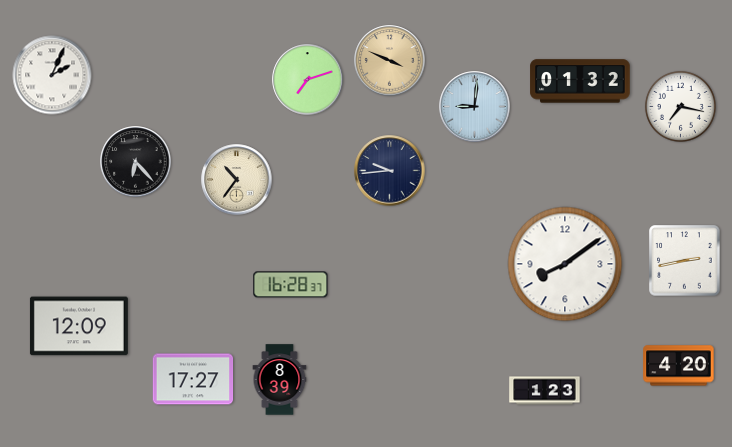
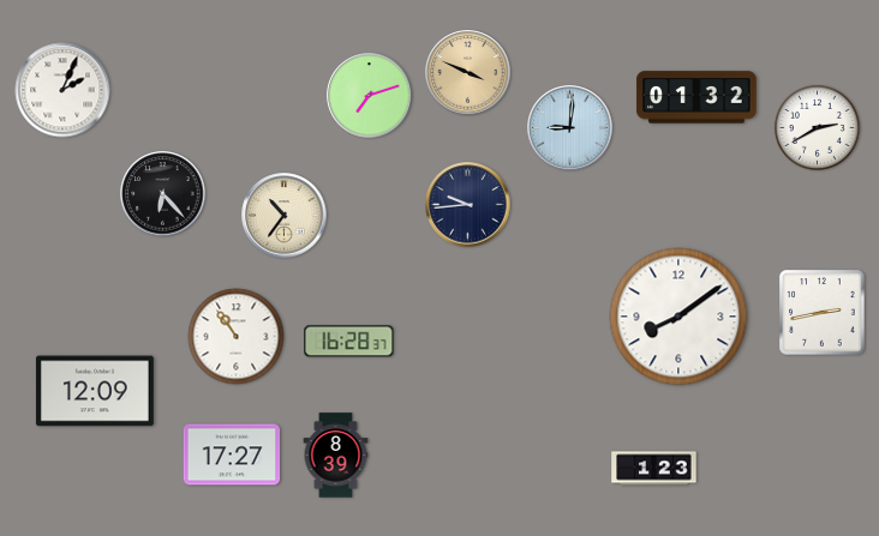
clock at (680, 106): 7:17 -> 2:40
clock at (237, 337): none -> 10:54
clock at (679, 366): 4:20 -> none
